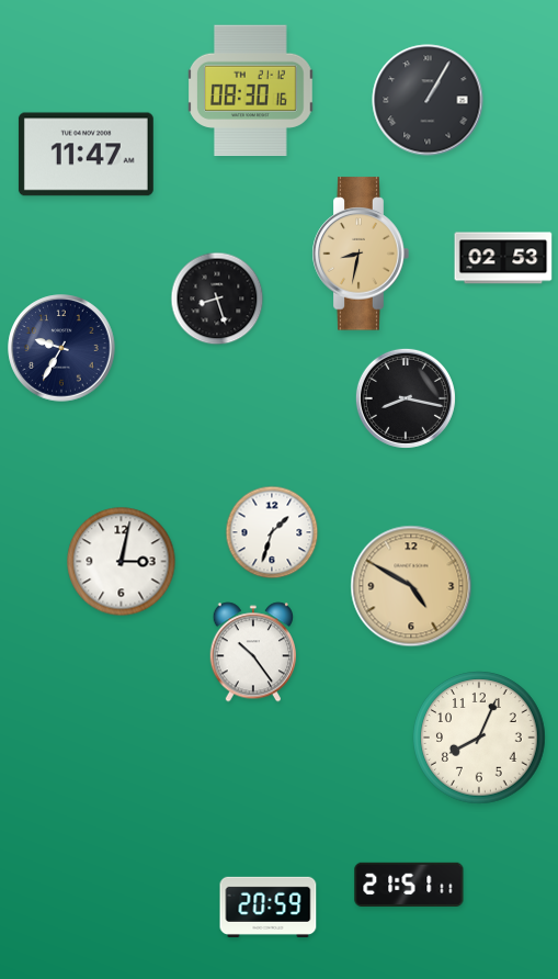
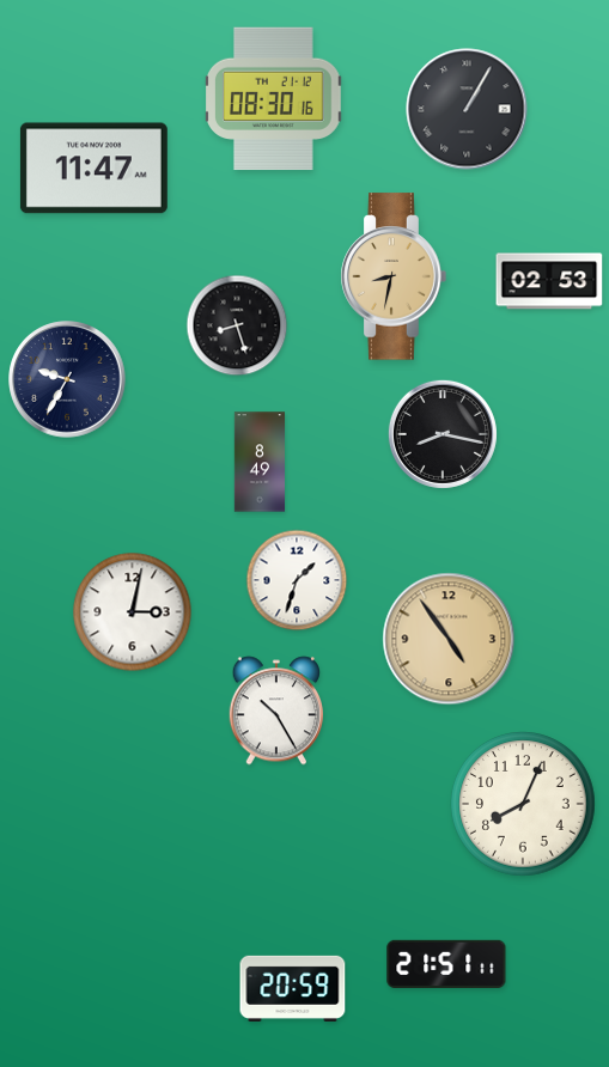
clock at (260, 462): none -> 8:49
clock at (411, 586): 4:50 -> 4:54
clock at (252, 652): 10:24 -> 10:25
